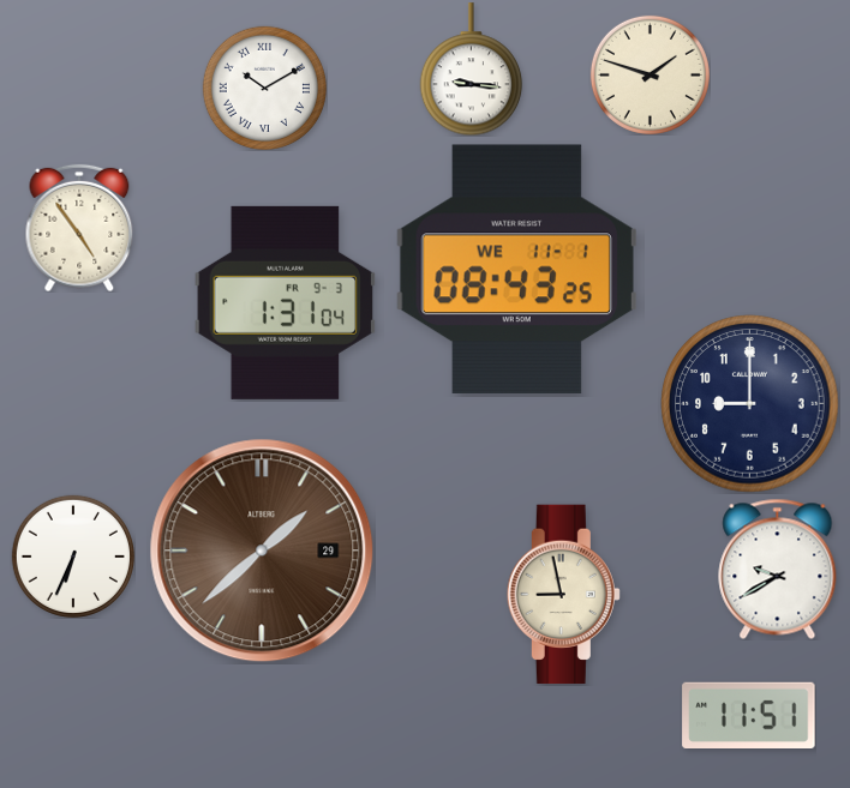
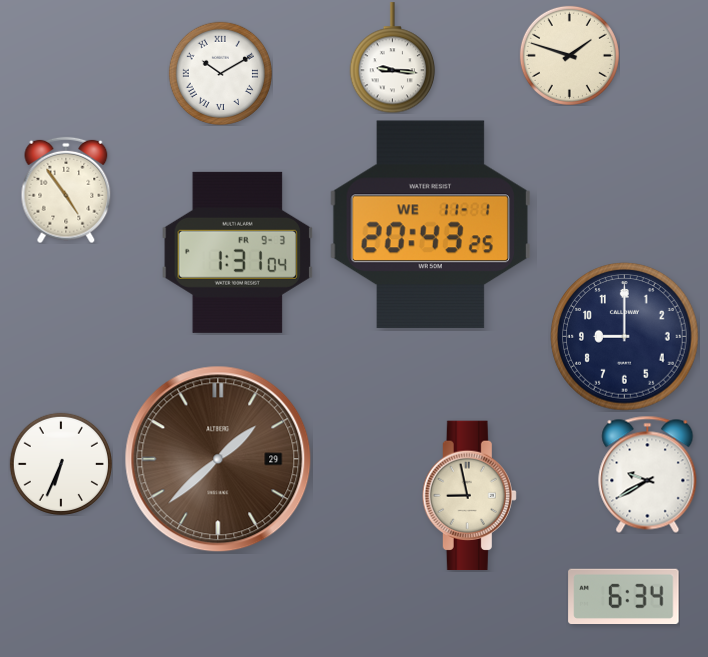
clock at (650, 74) position: (650, 74) -> (569, 55)
clock at (516, 270): 08:43 -> 20:43
clock at (749, 715): 11:51 -> 6:34
